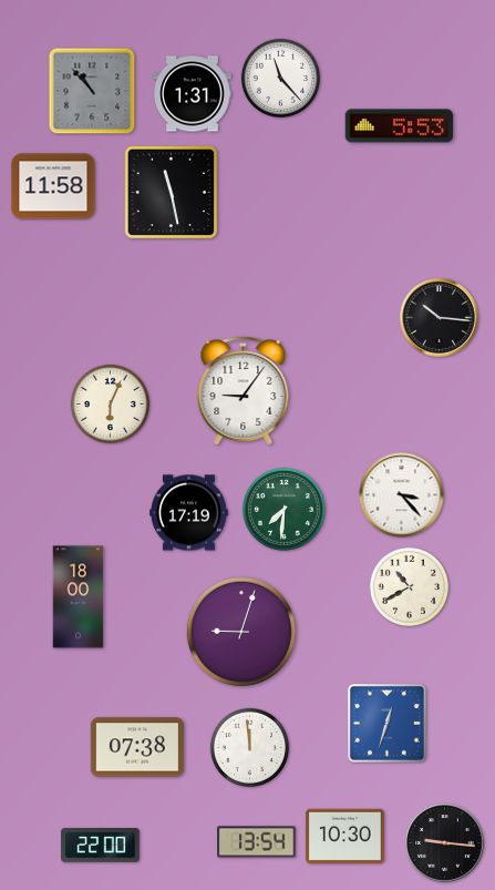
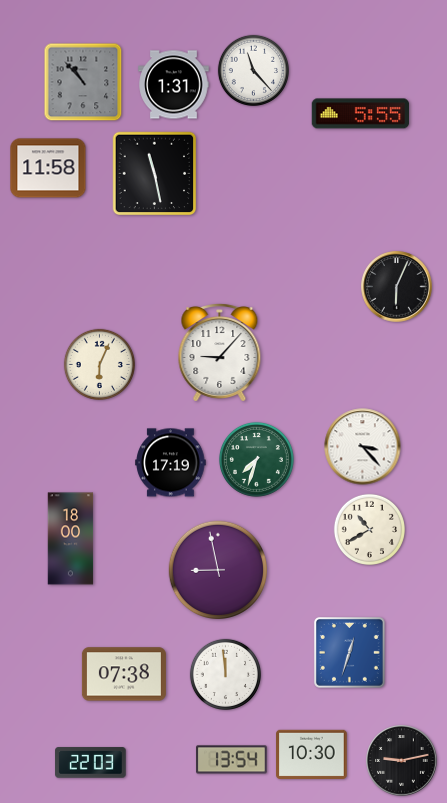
clock at (400, 126): 5:53 -> 5:55
clock at (440, 318): 10:16 -> 6:04
clock at (244, 391): 9:06 -> 9:07
clock at (283, 509): 7:31 -> 7:33
clock at (241, 632): 9:03 -> 8:58
clock at (445, 843): 9:16 -> 9:13
clock at (101, 846): 22:00 -> 22:03
